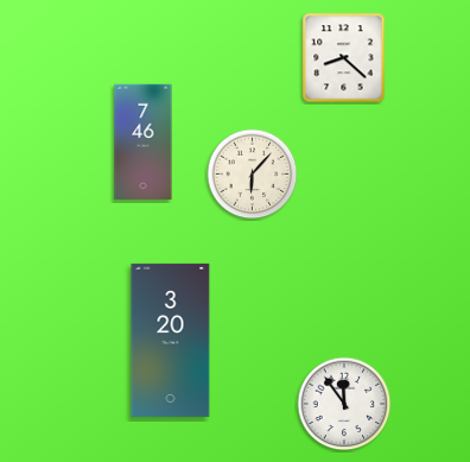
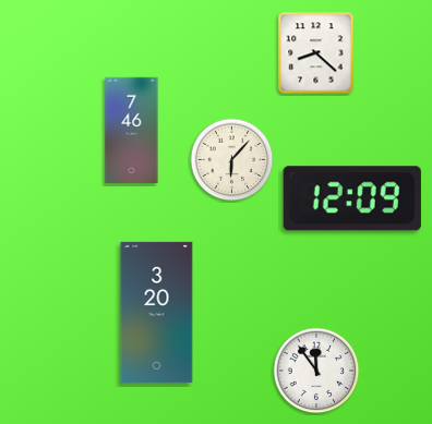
clock at (352, 198): none -> 12:09
